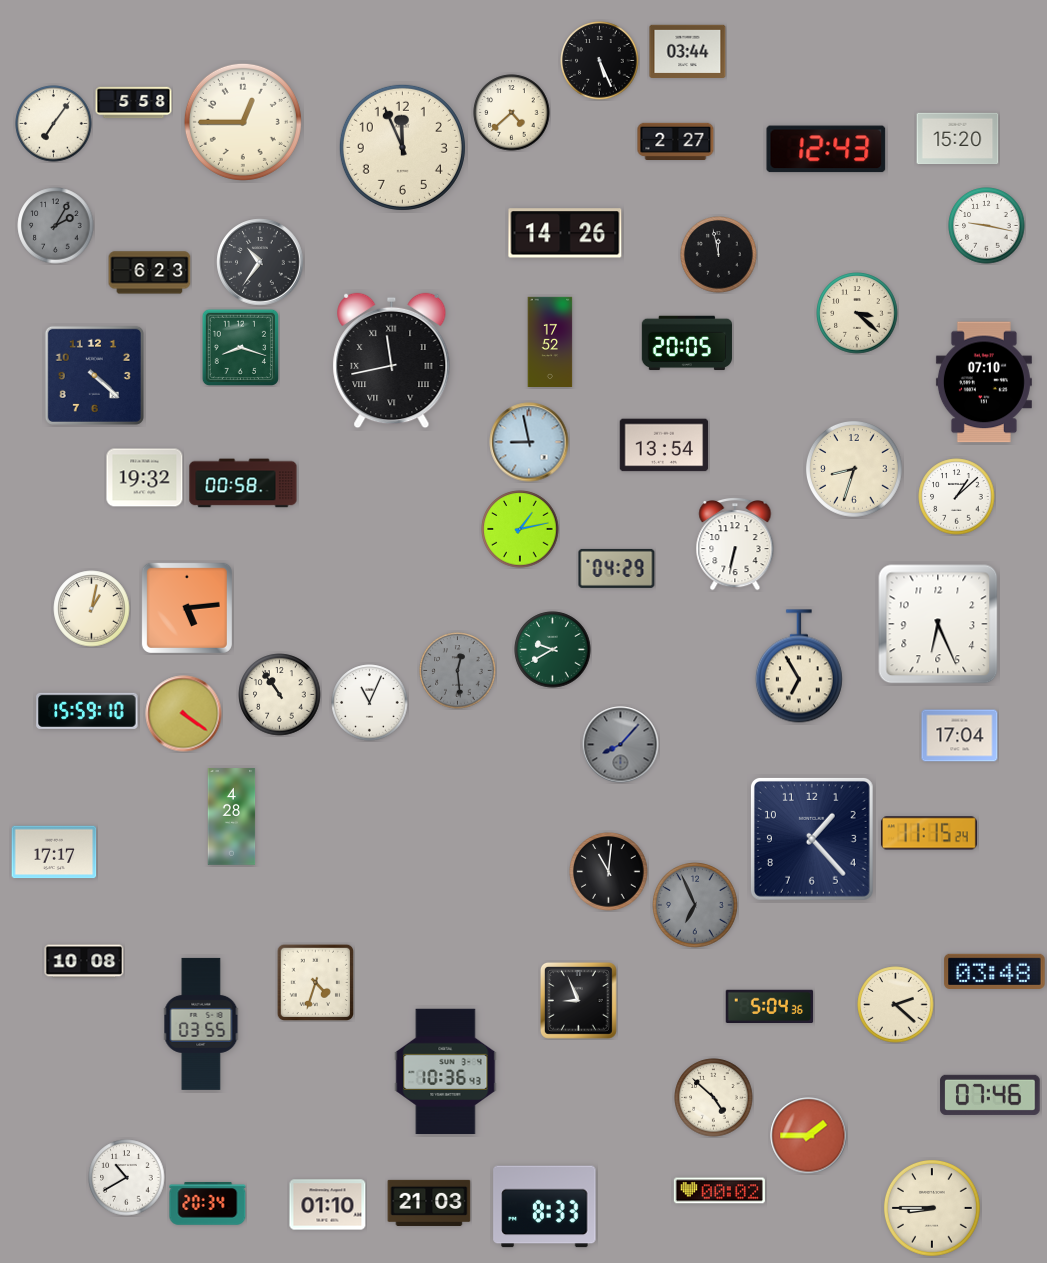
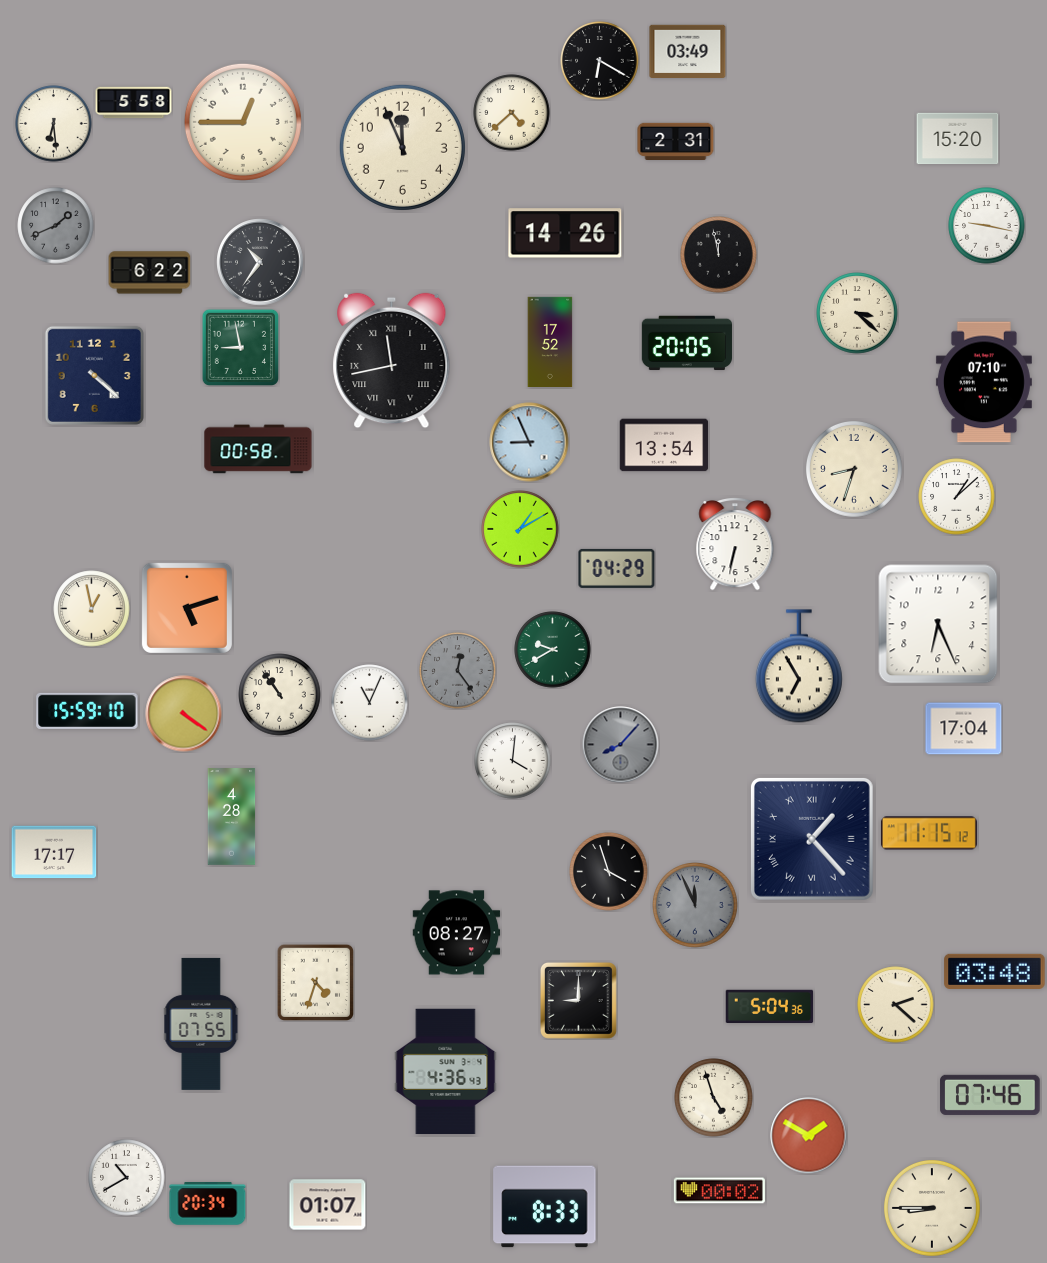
clock at (688, 51): 03:44 -> 03:49
clock at (600, 61): 5:26 -> 6:20
clock at (54, 124): 7:06 -> 6:29
clock at (676, 141): 2:27 -> 2:31
clock at (826, 149): 12:43 -> none
clock at (56, 226): 2:05 -> 1:41
clock at (150, 273): 6:23 -> 6:22
clock at (240, 347): 8:18 -> 8:58
clock at (529, 442): 8:58 -> 8:56
clock at (145, 478): 19:32 -> none
clock at (243, 483) position: (243, 483) -> (258, 449)
clock at (520, 529): 1:13 -> 1:10
clock at (187, 608): 5:14 -> 5:12
clock at (92, 609): 1:02 -> 12:58
clock at (458, 671): 12:29 -> 12:24
clock at (960, 736) position: (960, 736) -> (964, 729)
clock at (513, 761): none -> 4:01
clock at (929, 833): 11:15:24 -> 11:15:12
clock at (812, 839) numerals: Arabic -> Roman
clock at (609, 872): 11:01 -> 3:57
clock at (695, 905): 6:56 -> 11:56
clock at (457, 933): none -> 08:27
clock at (84, 961): 10:08 -> none
clock at (578, 1000): 8:56 -> 9:00
clock at (201, 1024): 03:55 -> 07:55
clock at (446, 1072): 10:36 -> 4:36
clock at (714, 1098): 4:52 -> 4:57
clock at (809, 1136): 1:45 -> 1:50
clock at (429, 1203): 21:03 -> none
clock at (328, 1205): 01:10 -> 01:07
